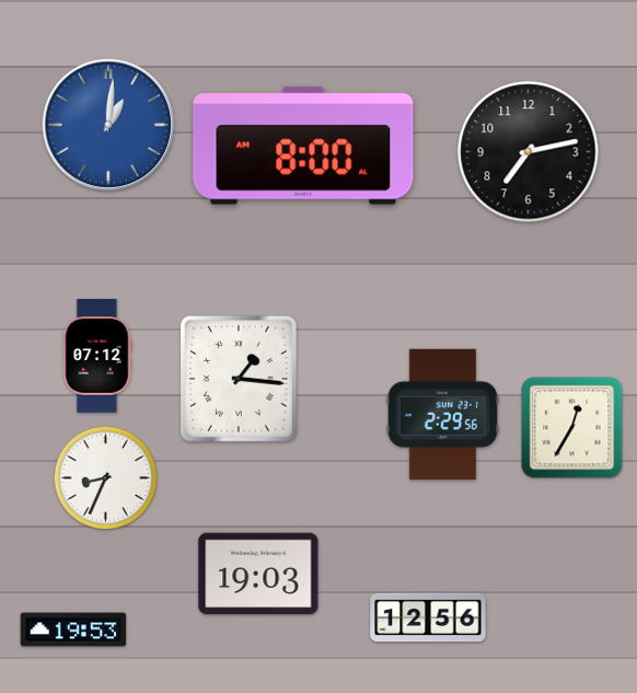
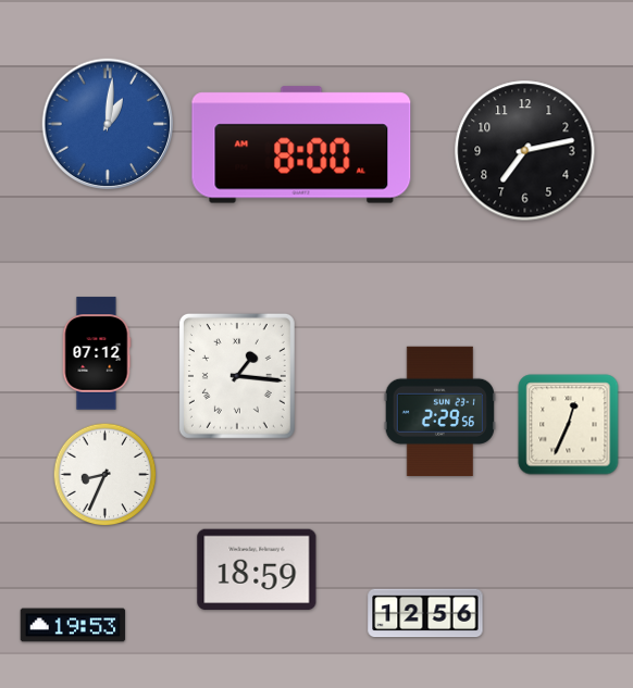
clock at (572, 428): 12:35 -> 12:34
clock at (258, 574): 19:03 -> 18:59
